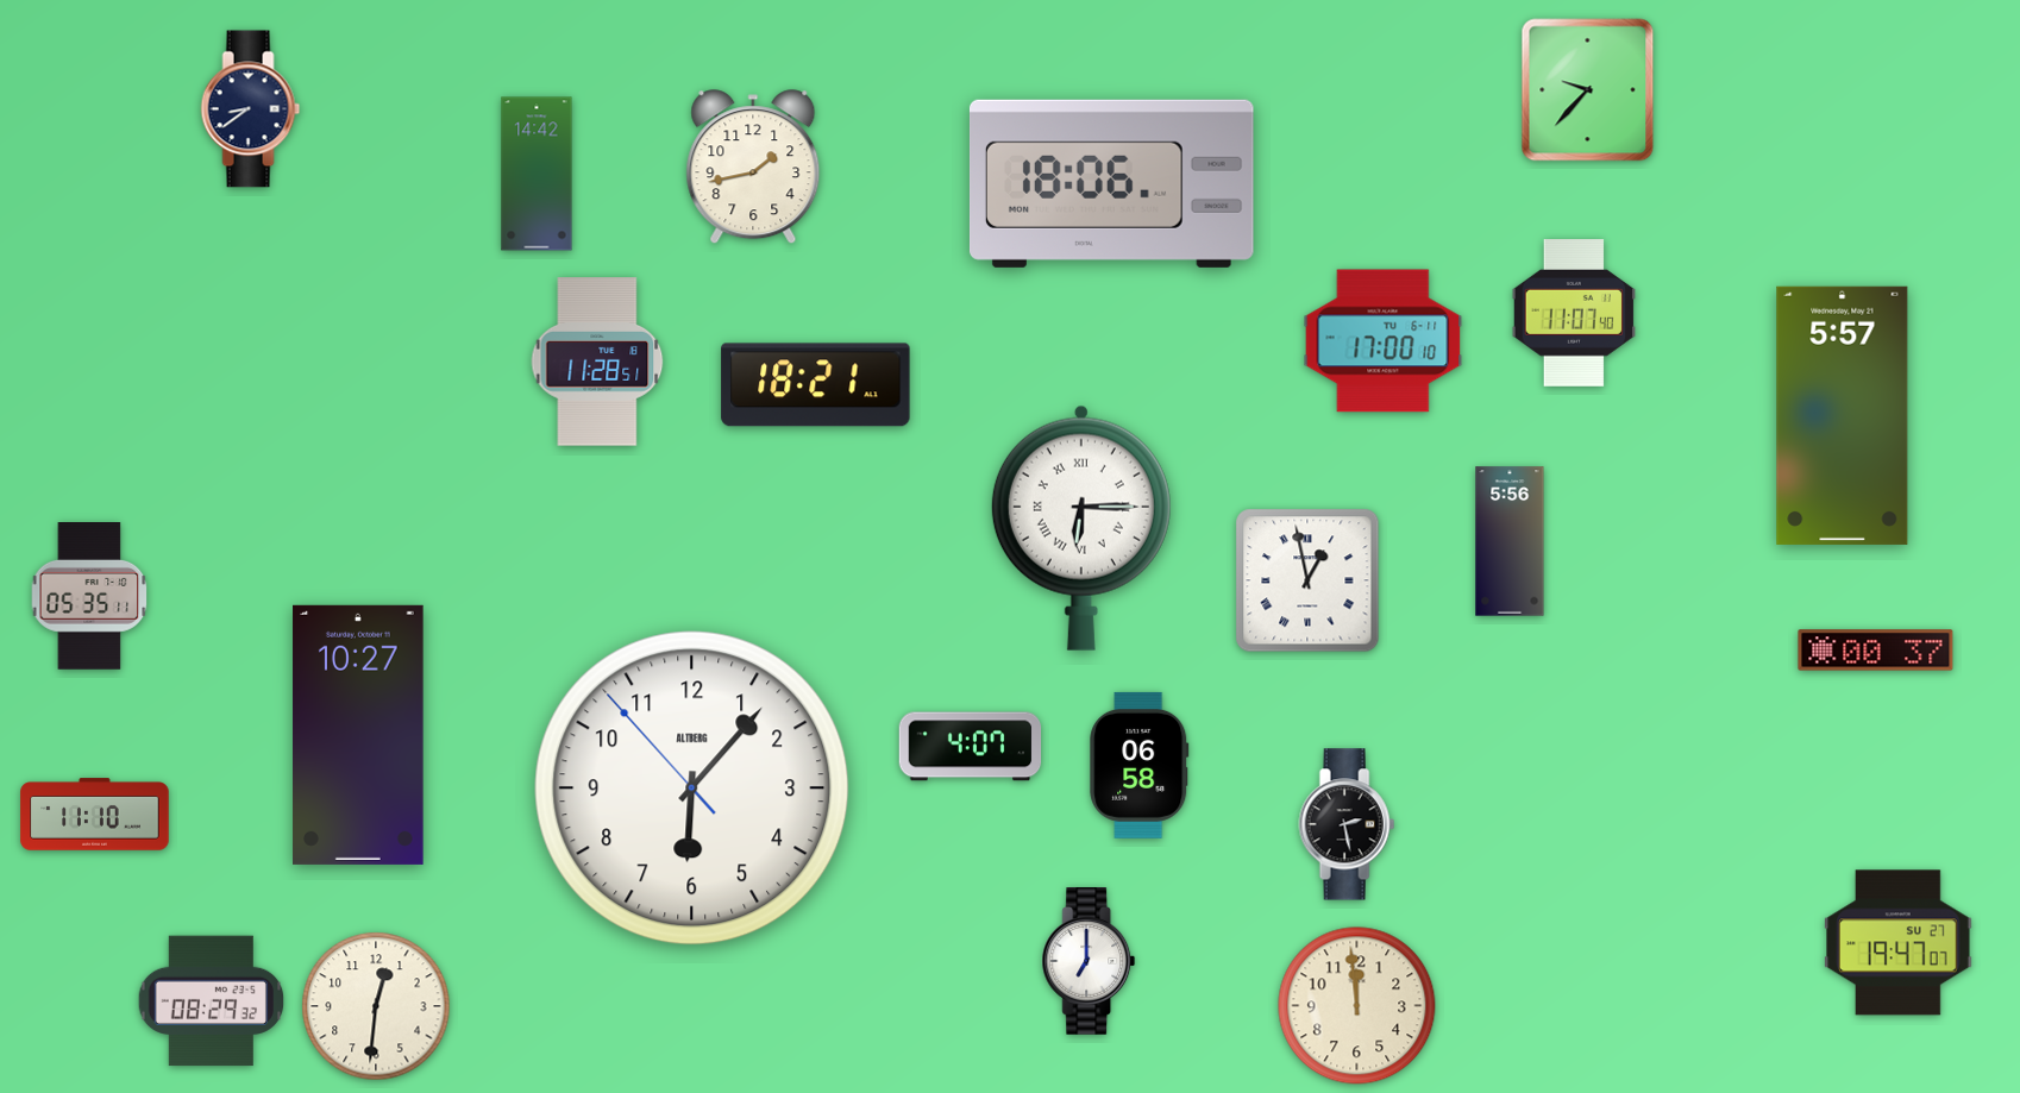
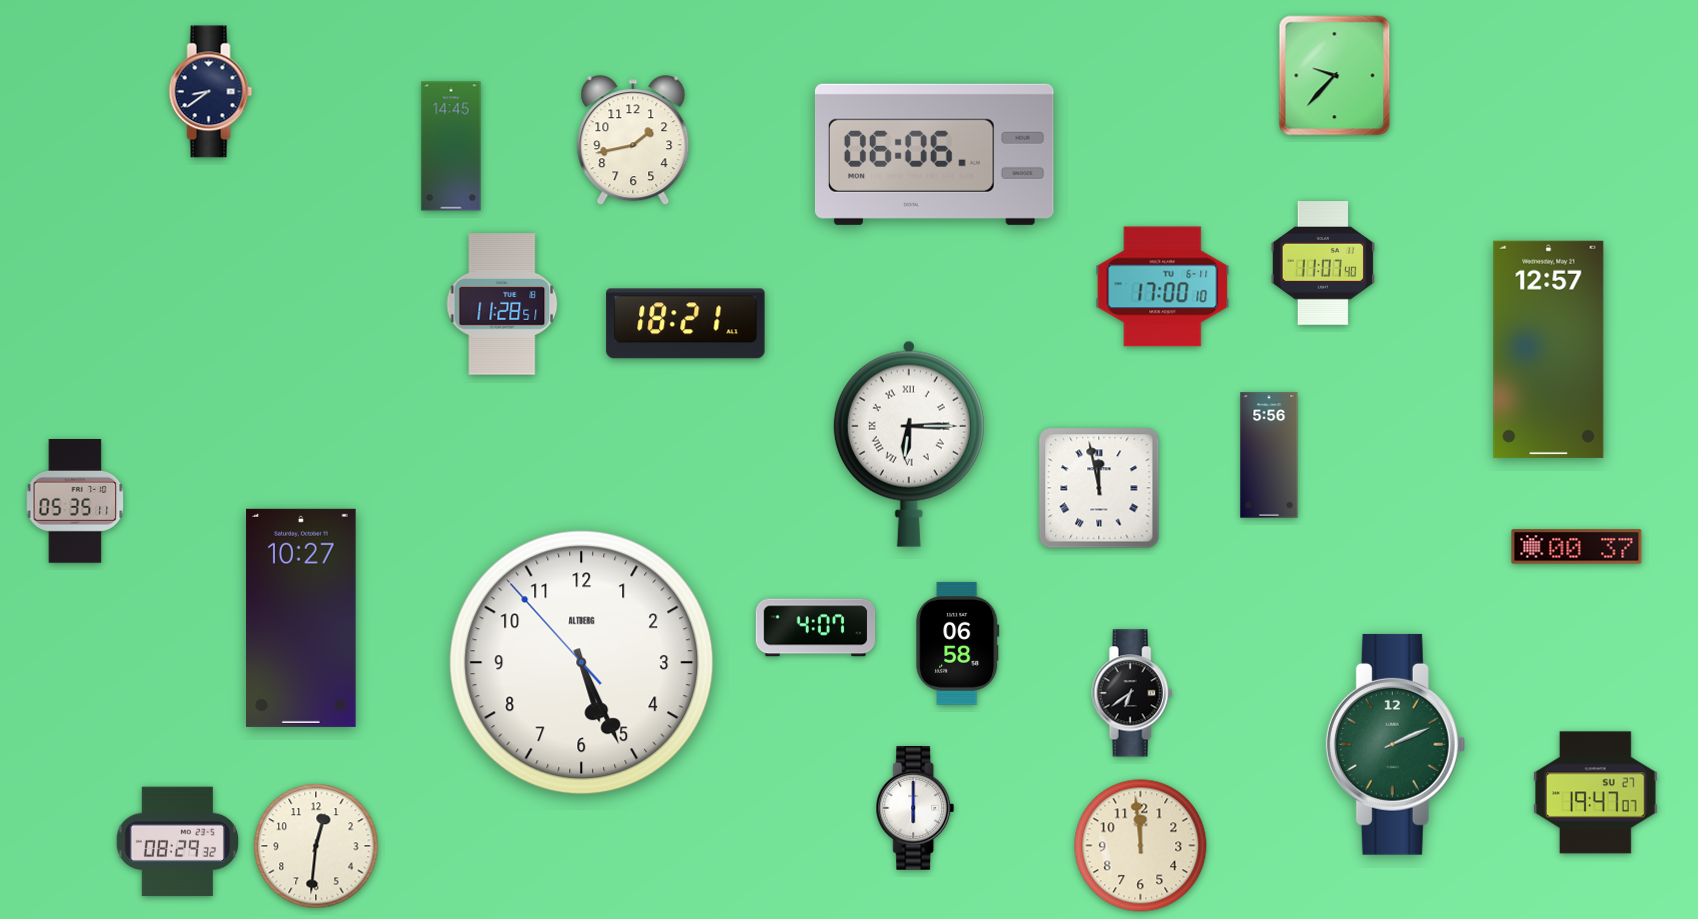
clock at (537, 174): 14:42 -> 14:45
clock at (1111, 183): 18:06 -> 06:06
clock at (1843, 415): 5:57 -> 12:57
clock at (1307, 580): 12:58 -> 11:58
clock at (692, 789): 6:06 -> 5:25
clock at (95, 815): 11:10 -> none
clock at (1347, 824): 2:28 -> 6:39
clock at (1396, 744): none -> 2:11
clock at (1089, 962): 7:00 -> 6:00
